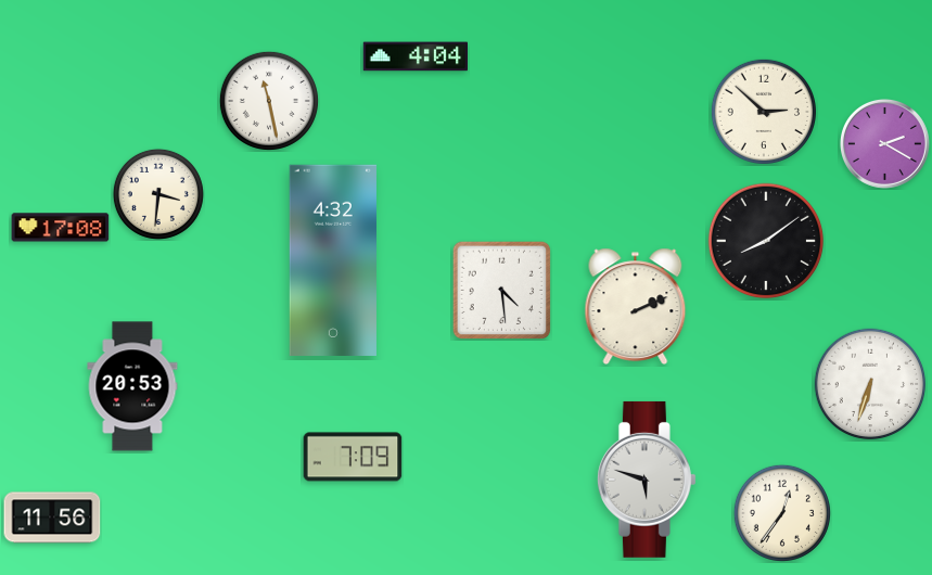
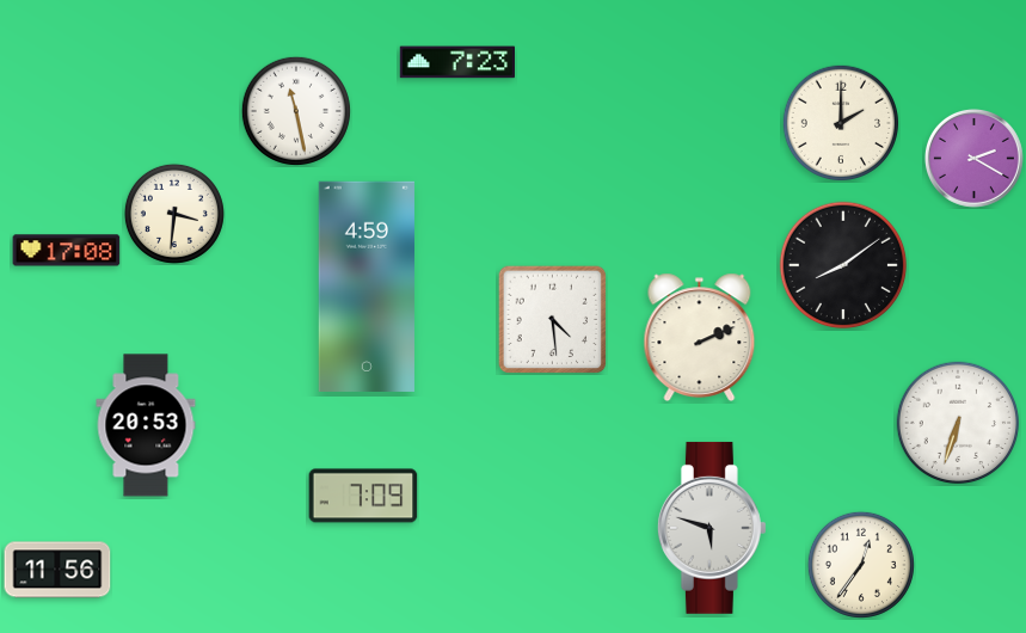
clock at (414, 56): 4:04 -> 7:23
clock at (763, 111): 2:52 -> 2:00
clock at (333, 260): 4:32 -> 4:59
clock at (353, 457) position: (353, 457) -> (363, 496)
